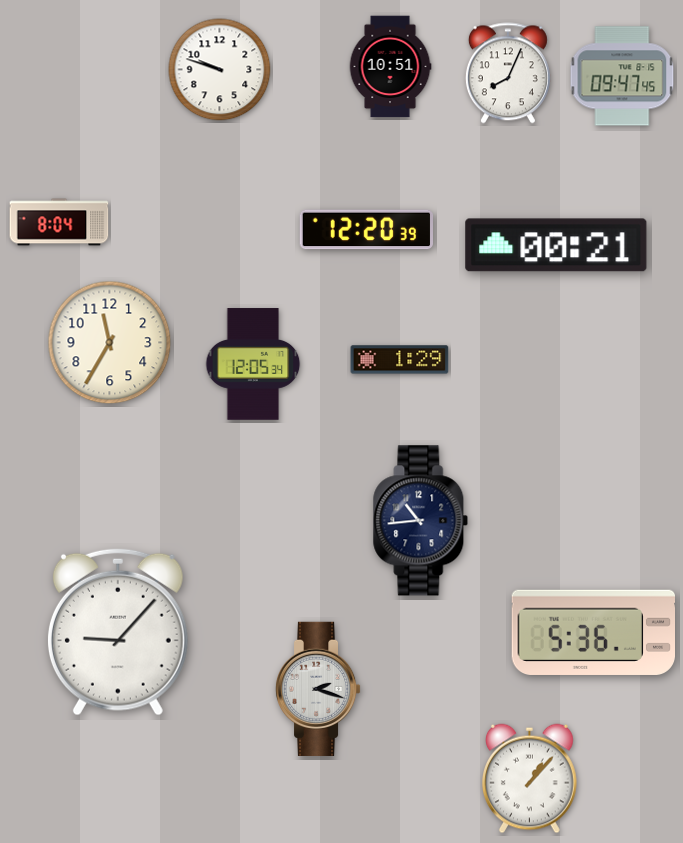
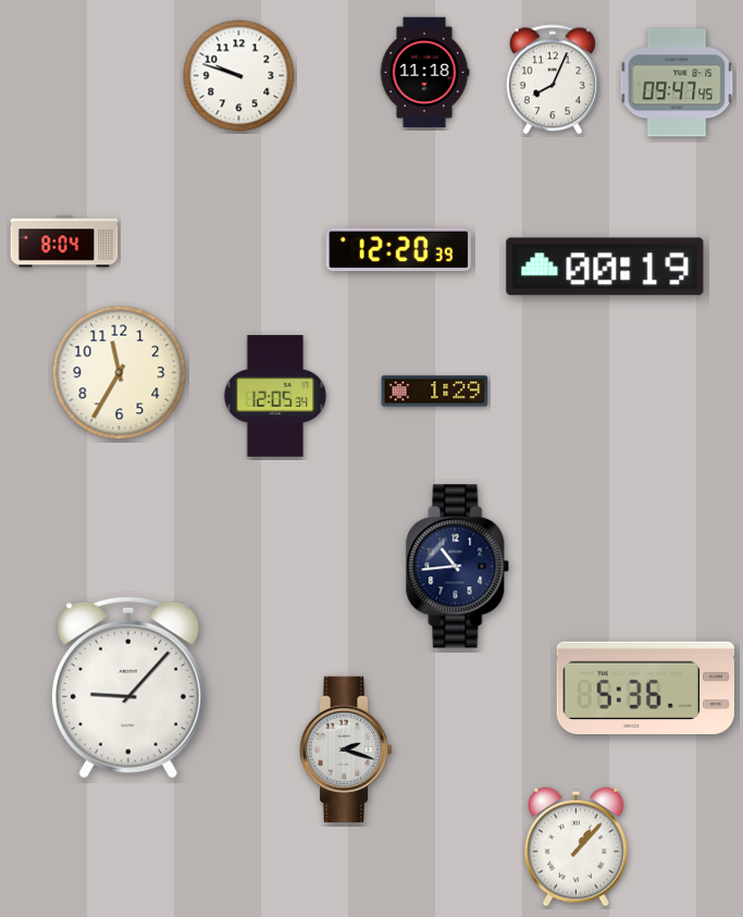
clock at (390, 67): 10:51 -> 11:18
clock at (556, 245): 00:21 -> 00:19
